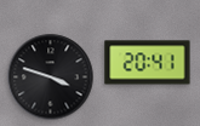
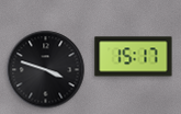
clock at (148, 63): 20:41 -> 15:17
